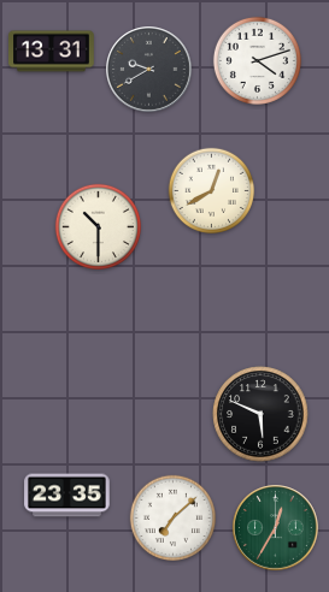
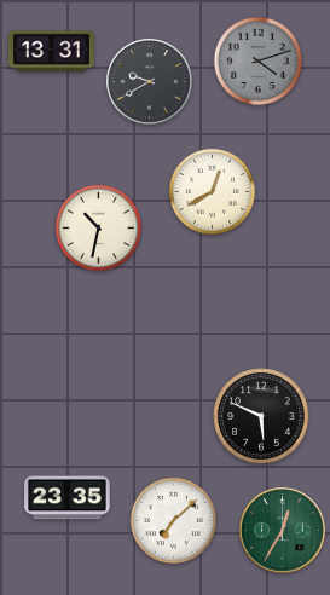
clock at (257, 60) dial: white -> grey
clock at (149, 70) position: (149, 70) -> (150, 82)
clock at (99, 227): 10:30 -> 10:32
clock at (276, 528) position: (276, 528) -> (283, 531)
